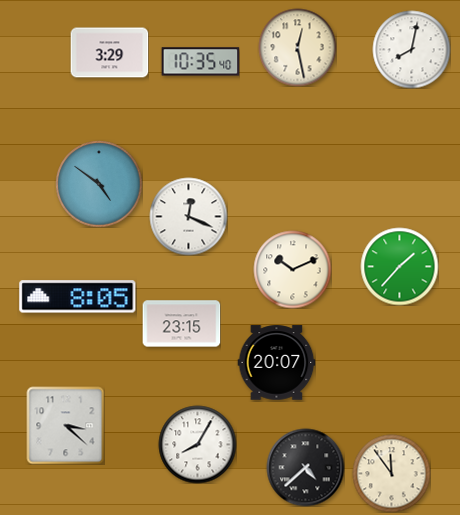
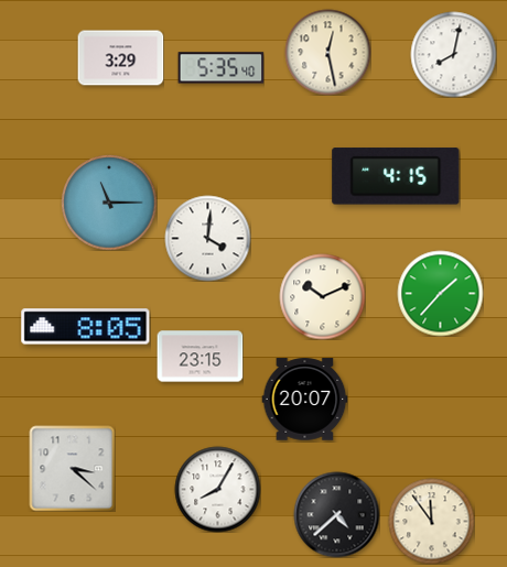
clock at (200, 62): 10:35 -> 5:35
clock at (396, 176): none -> 4:15
clock at (99, 184): 4:51 -> 11:15
clock at (188, 216): 12:19 -> 4:01
